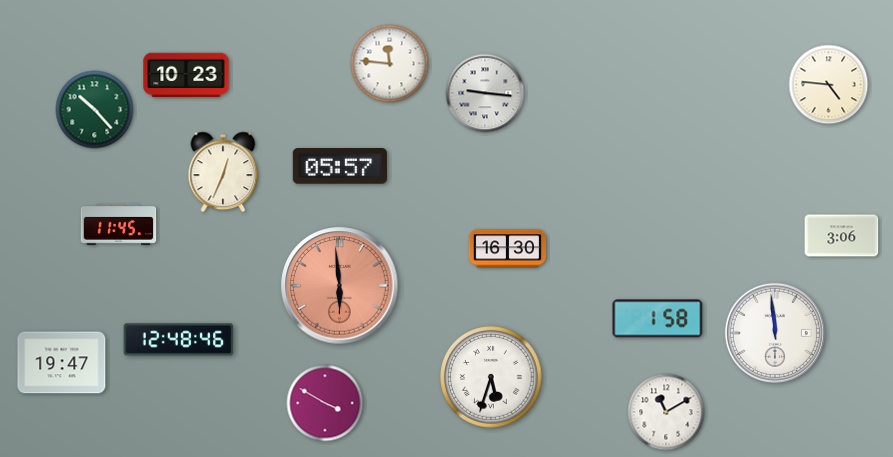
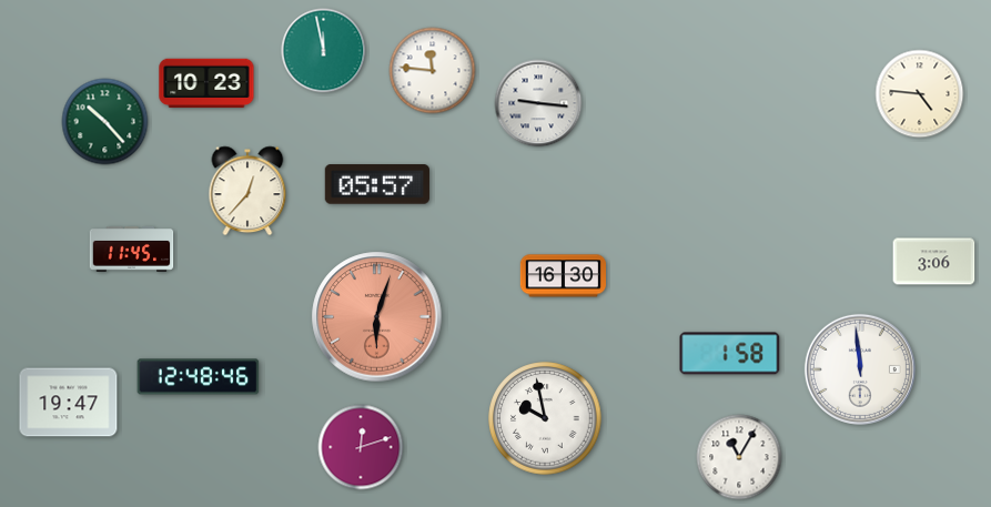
clock at (324, 51): none -> 11:58
clock at (223, 172): 12:34 -> 12:37
clock at (340, 286): 5:59 -> 6:03
clock at (491, 377): 5:33 -> 9:58
clock at (325, 403): 3:50 -> 12:12
clock at (666, 412): 11:10 -> 11:05
